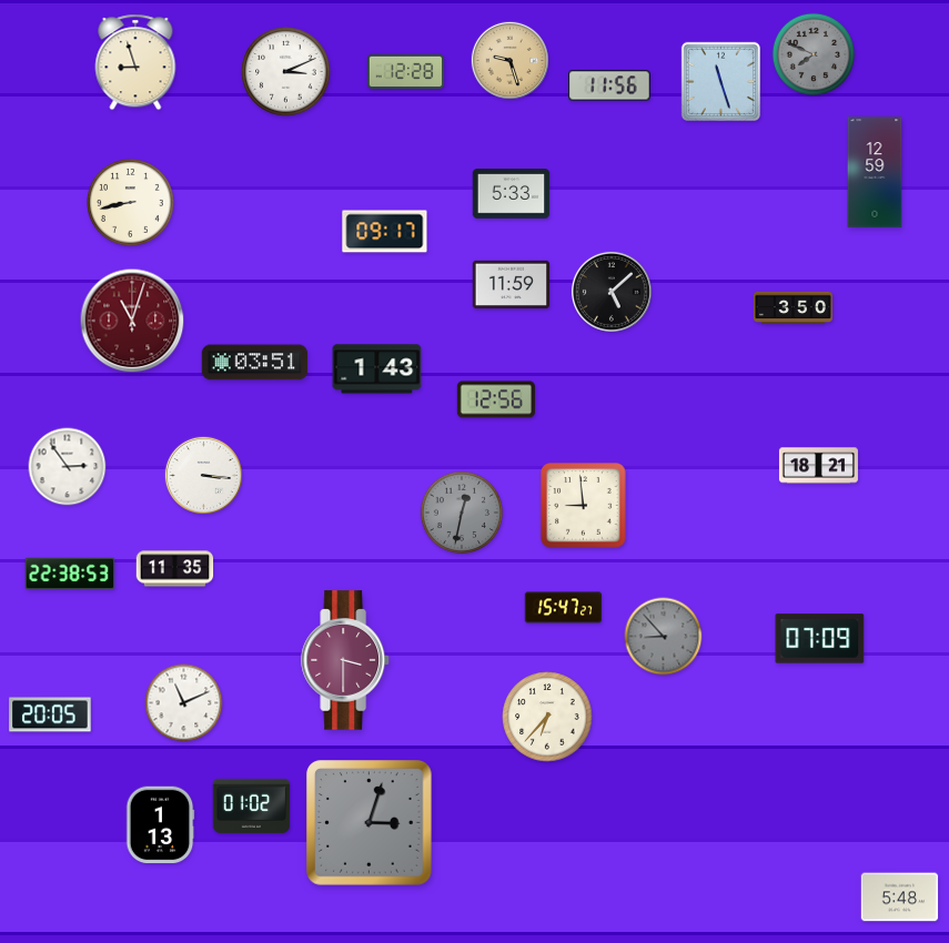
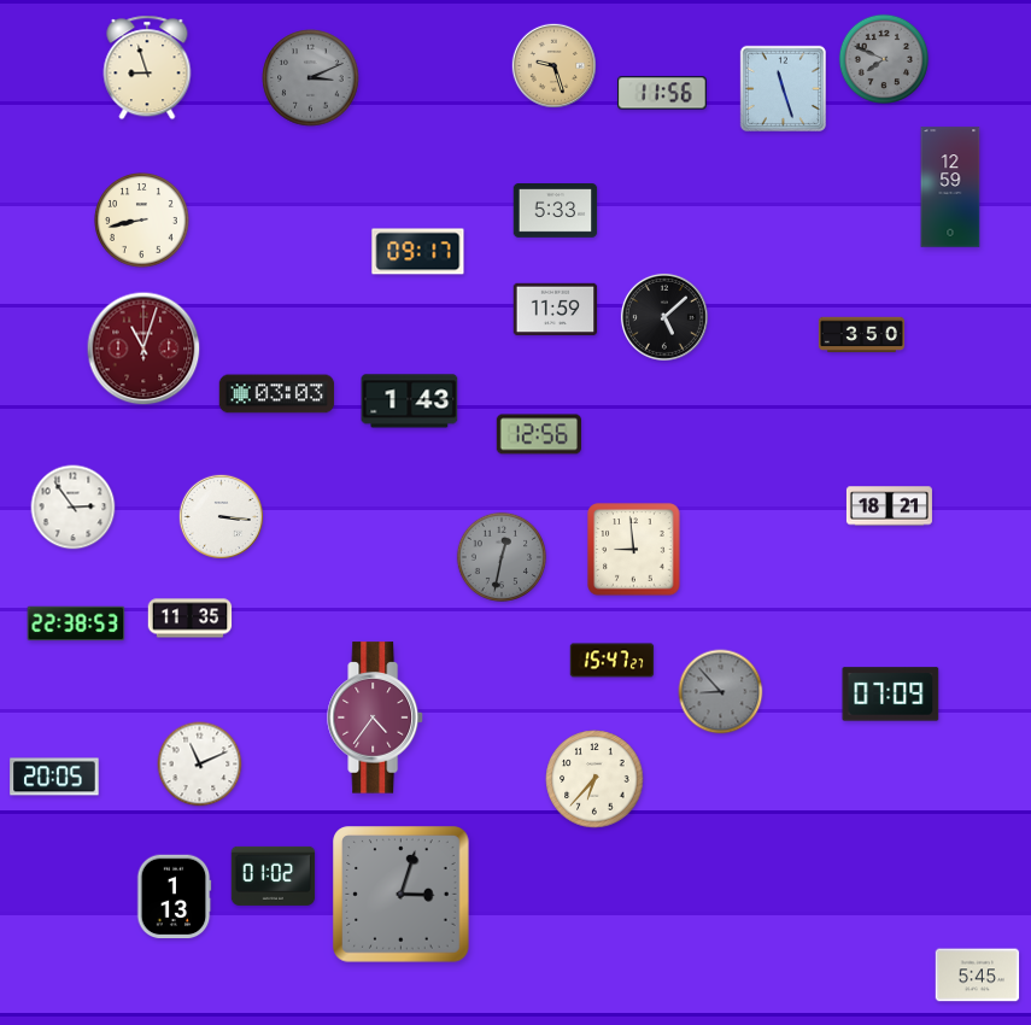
clock at (286, 72) dial: white -> grey
clock at (406, 72): 12:28 -> none
clock at (255, 363): 03:51 -> 03:03
clock at (345, 660): 3:30 -> 4:36
clock at (900, 898): 5:48 -> 5:45
